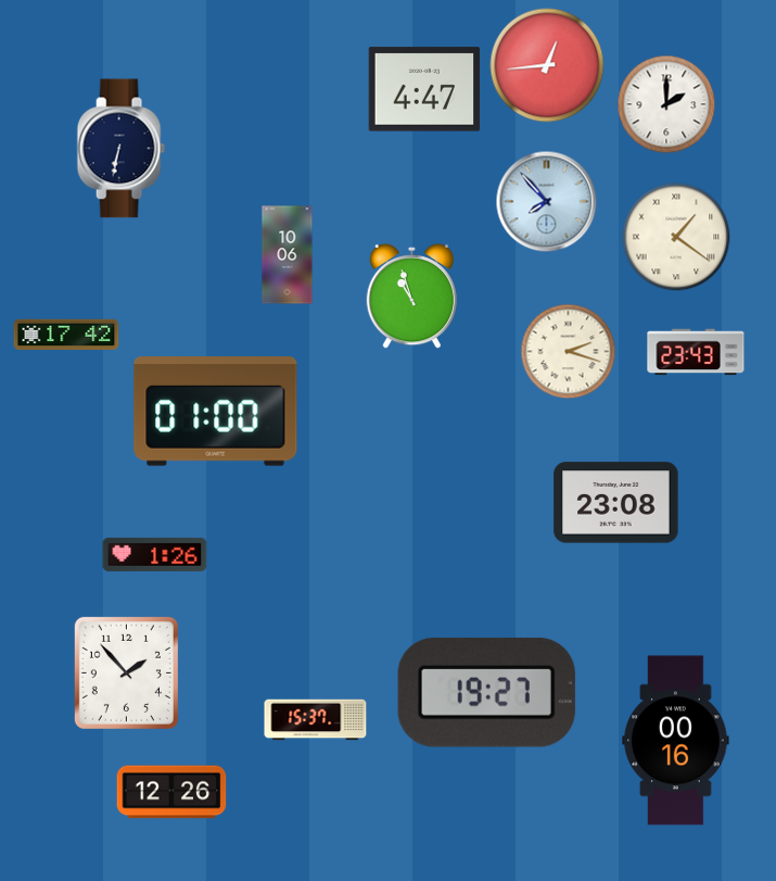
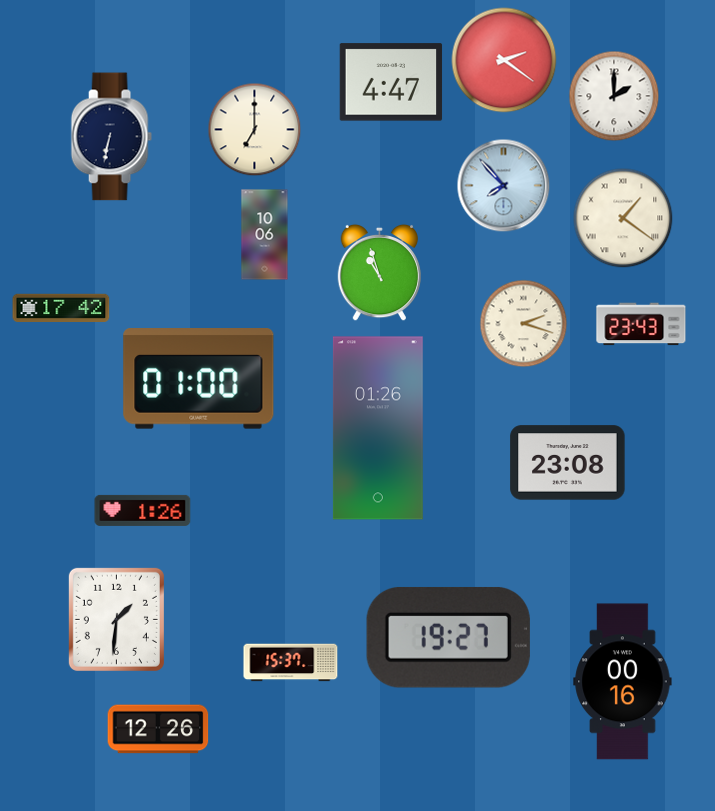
clock at (547, 65): 12:44 -> 2:21
clock at (255, 130): none -> 7:00
clock at (378, 428): none -> 01:26
clock at (126, 672): 1:53 -> 1:31
